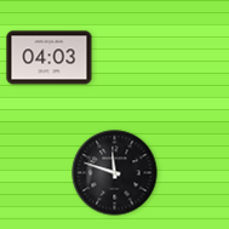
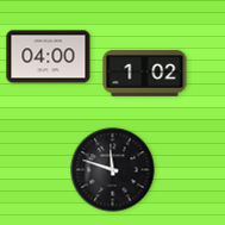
clock at (50, 58): 04:03 -> 04:00
clock at (145, 74): none -> 1:02
